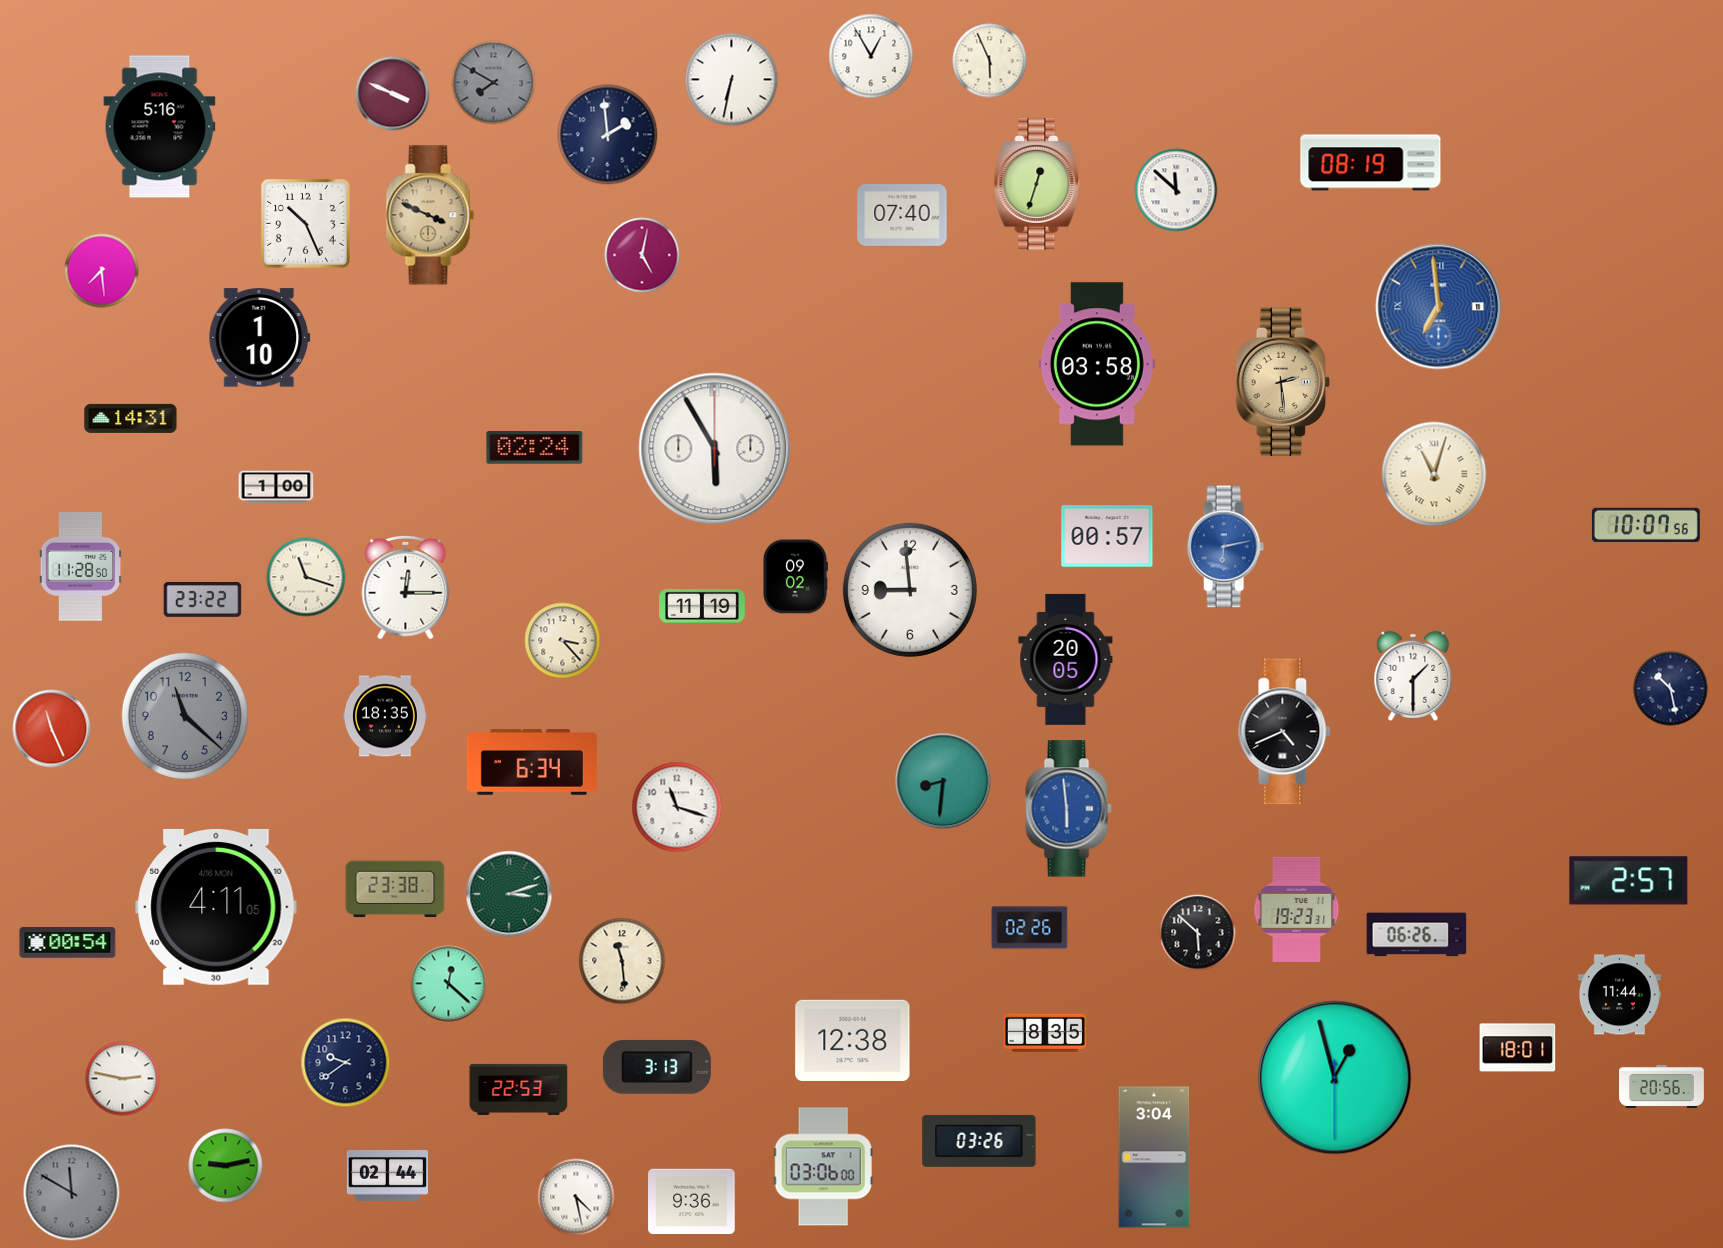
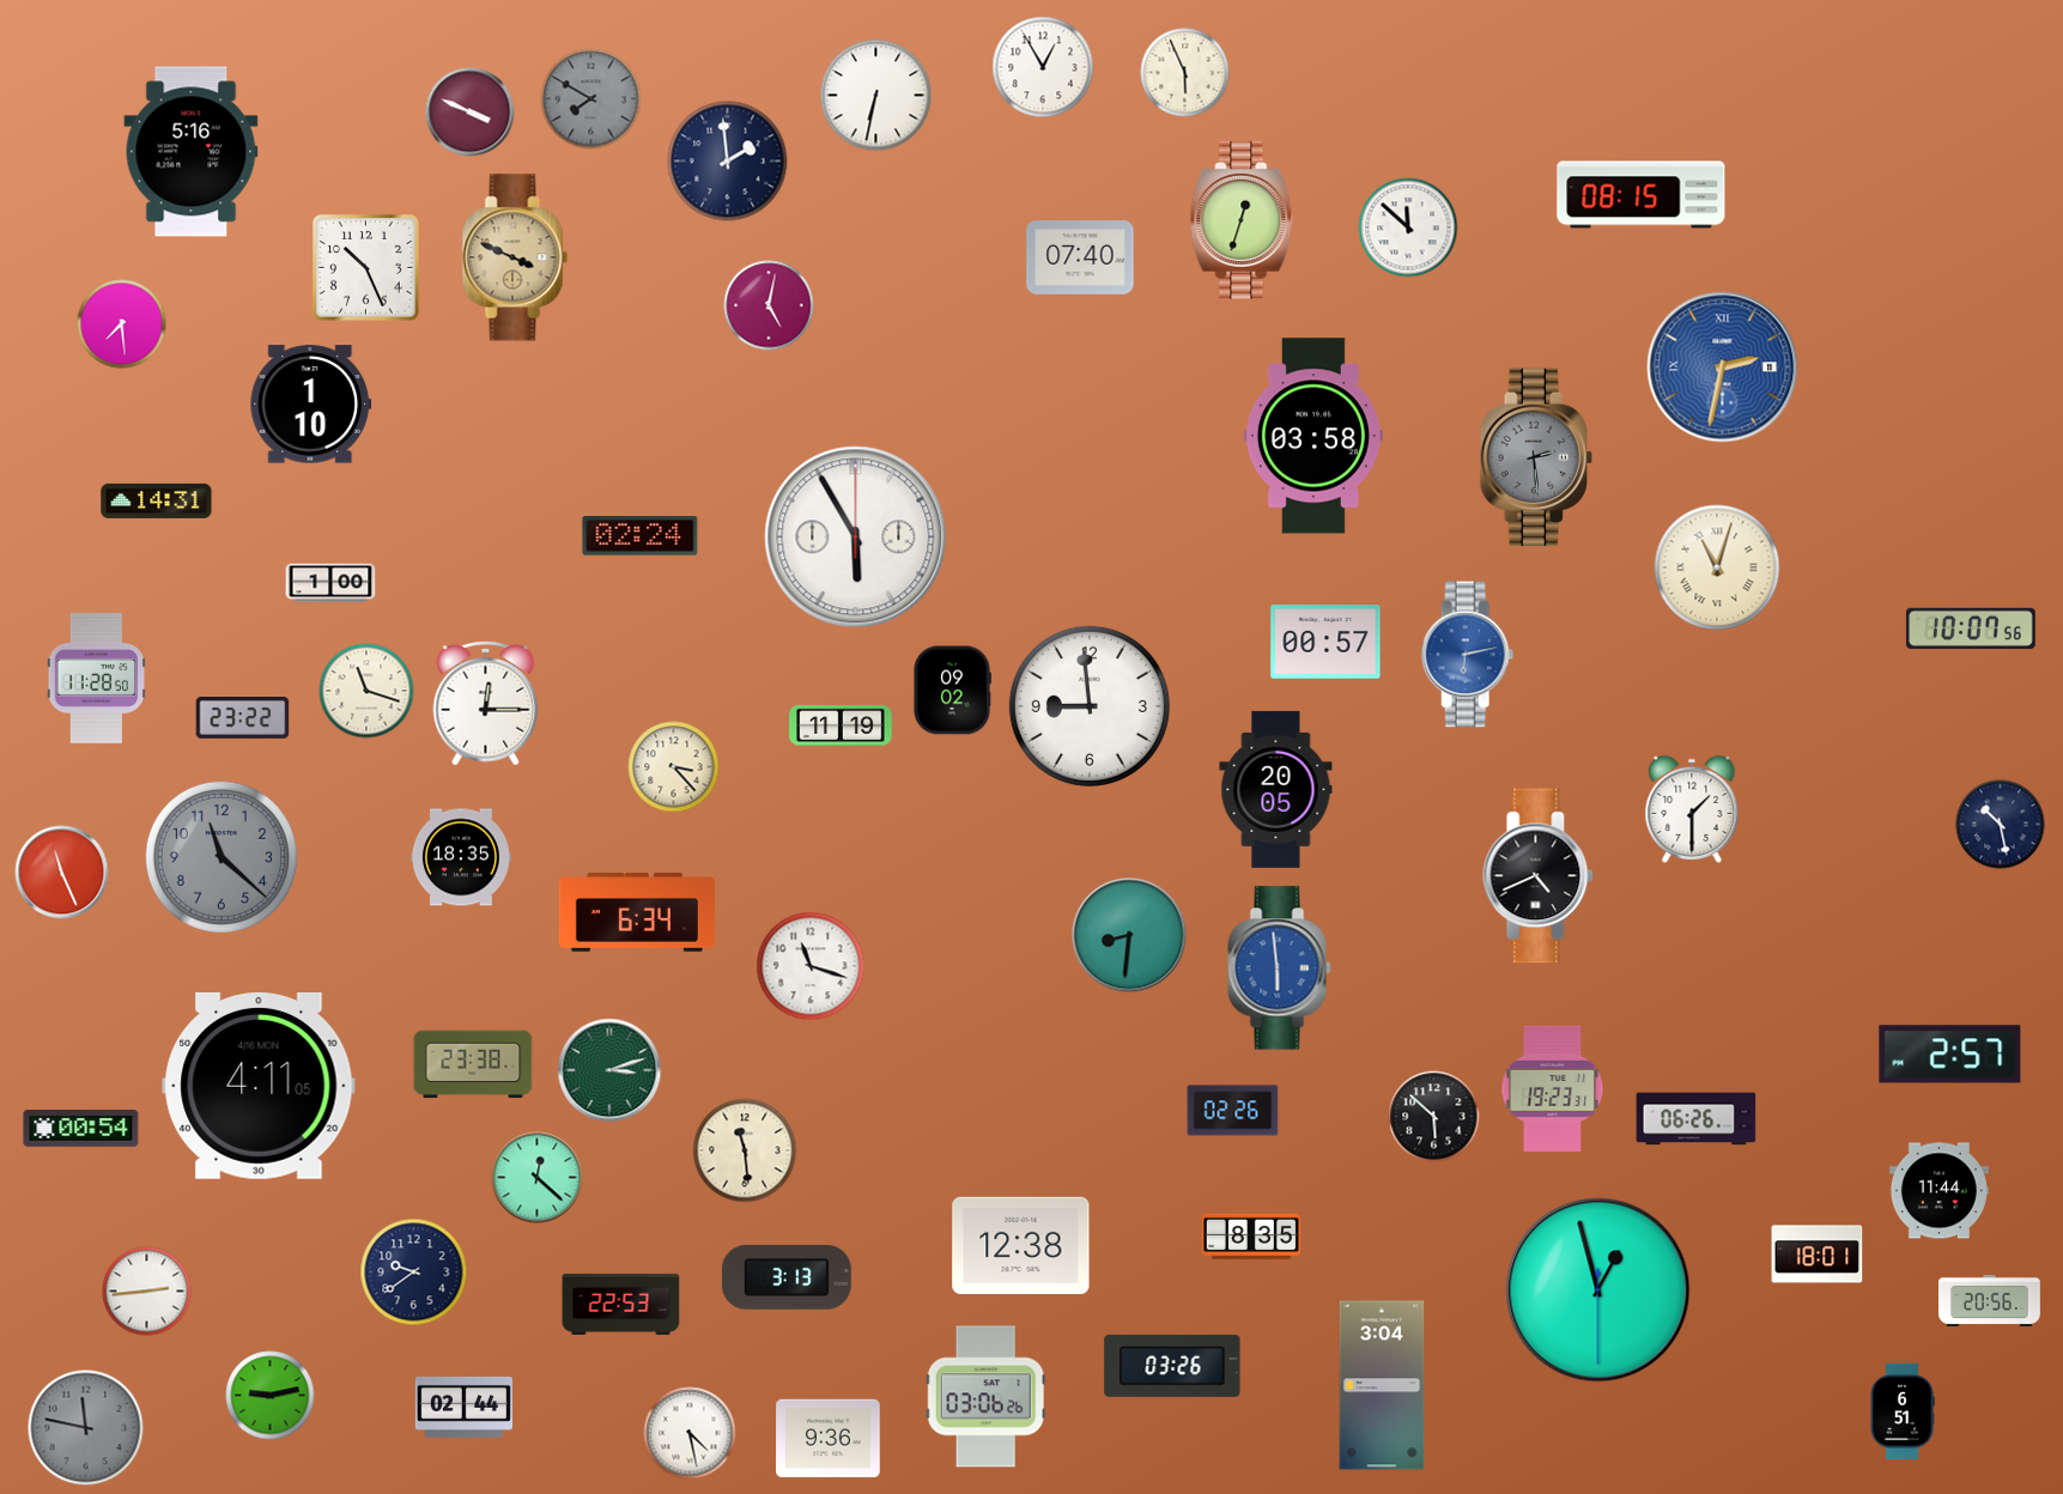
clock at (1371, 163): 08:19 -> 08:15
clock at (1439, 307): 6:59 -> 2:32
clock at (1283, 382) dial: champagne -> grey
clock at (123, 1079): 2:47 -> 2:44
clock at (823, 1167): 03:06:00 -> 03:06:26
clock at (1903, 1411): none -> 6:51
clock at (72, 1193): 11:50 -> 11:47
